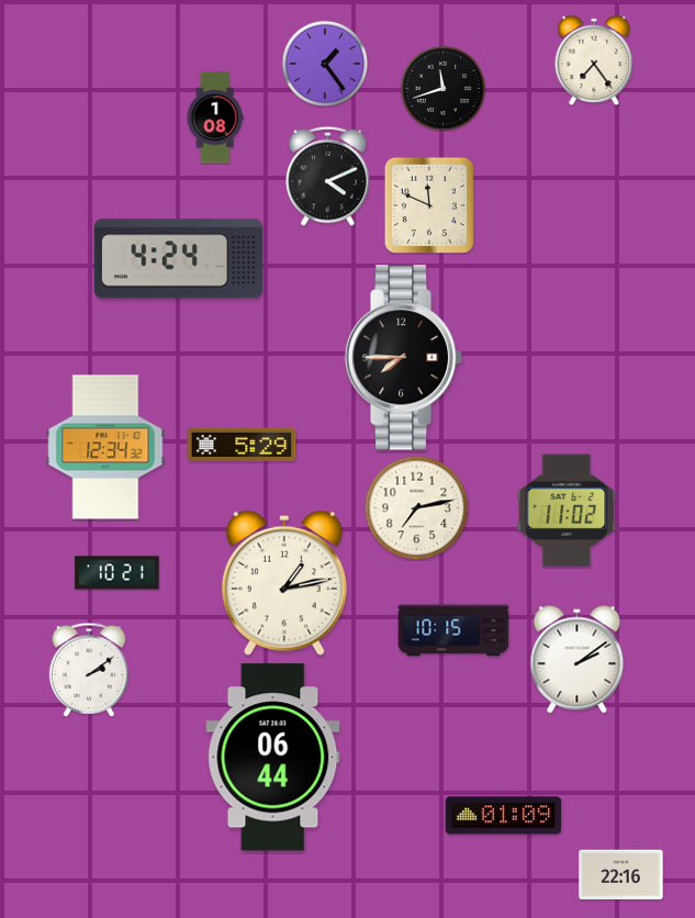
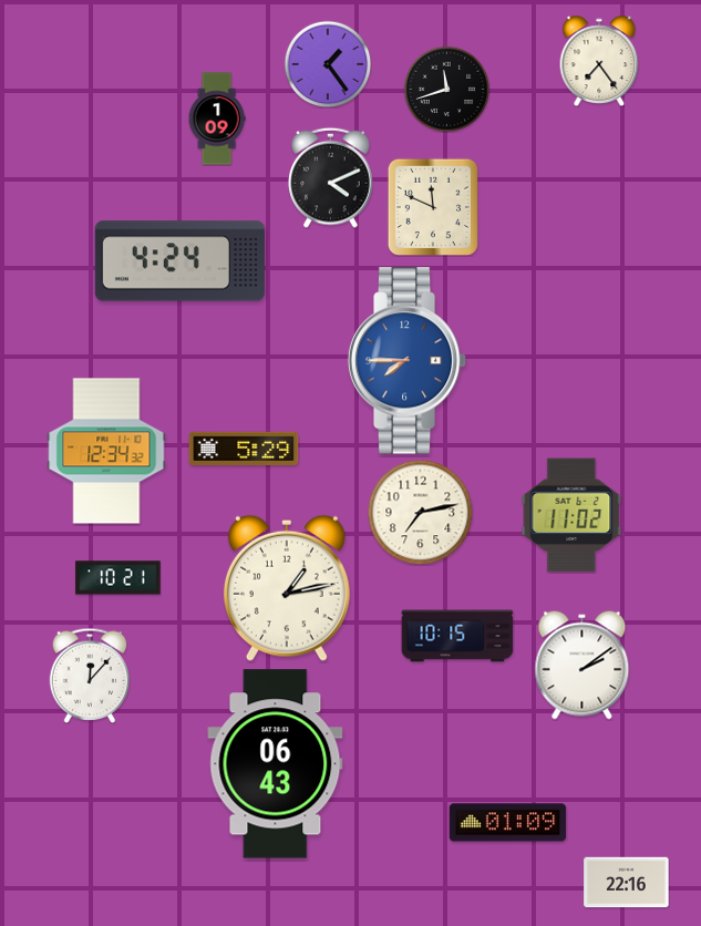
clock at (215, 117): 1:08 -> 1:09
clock at (404, 358) dial: black -> blue
clock at (89, 669): 2:09 -> 12:07
clock at (273, 758): 06:44 -> 06:43
